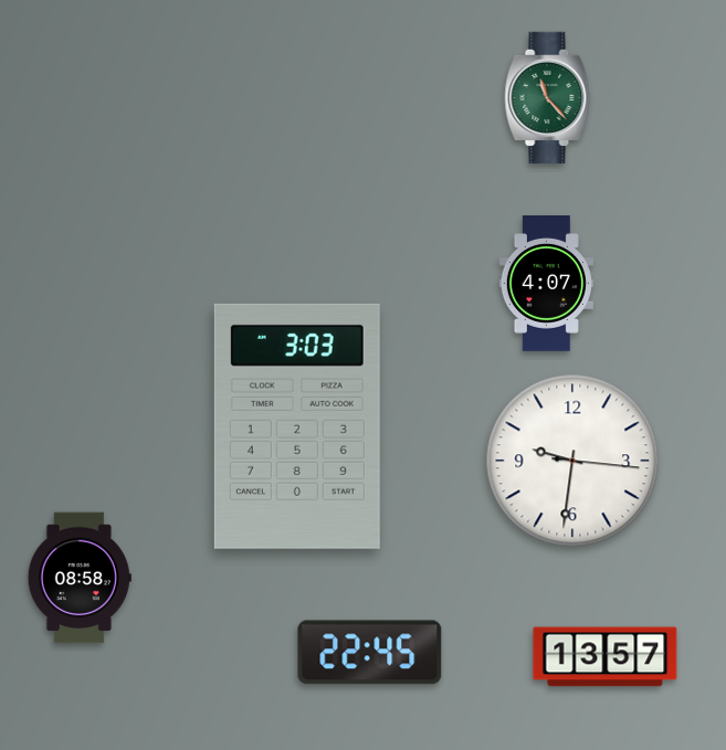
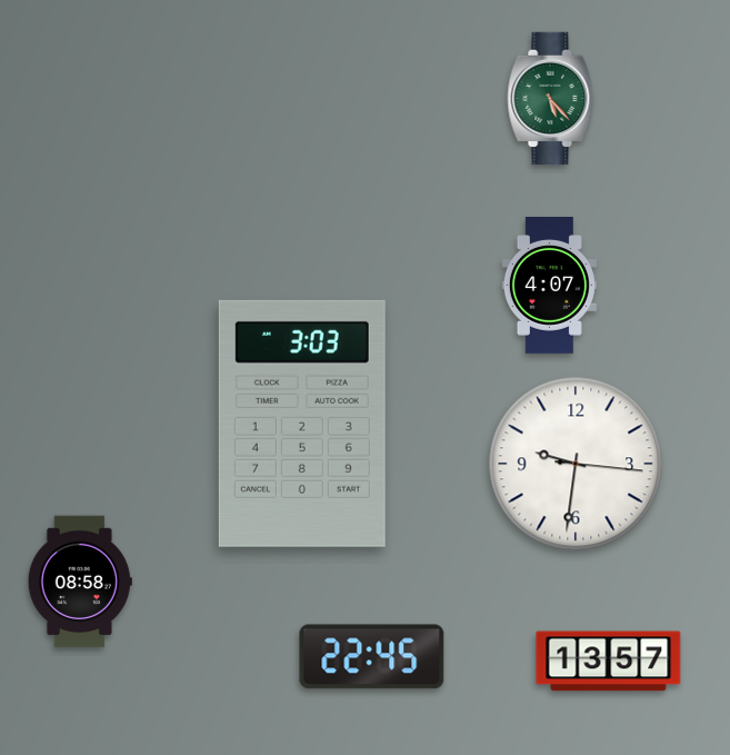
clock at (548, 98): 11:23 -> 5:23
clock at (297, 426) position: (297, 426) -> (302, 424)
